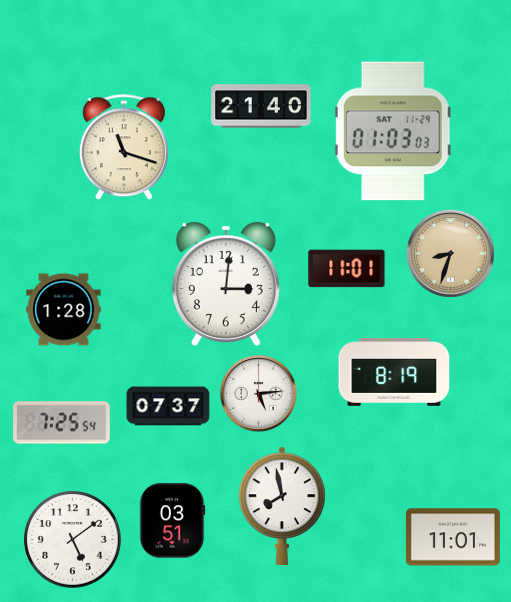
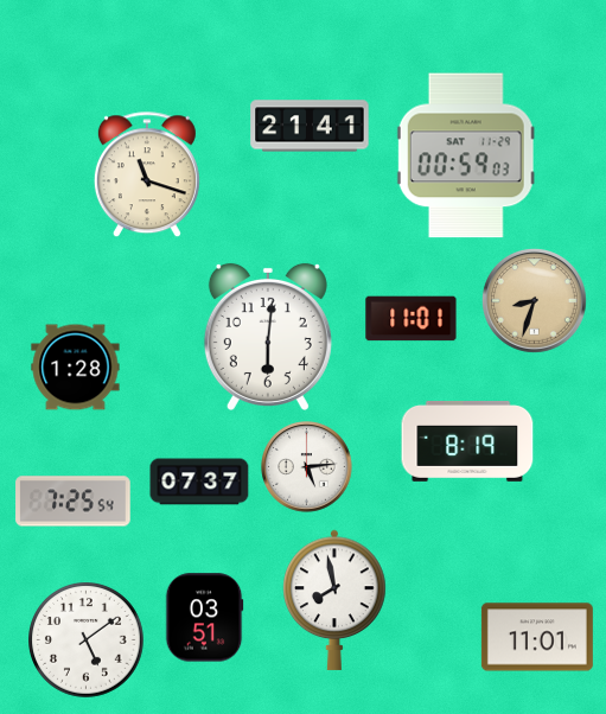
clock at (261, 106): 21:40 -> 21:41
clock at (393, 131): 01:03 -> 00:59
clock at (226, 284): 3:01 -> 6:01
